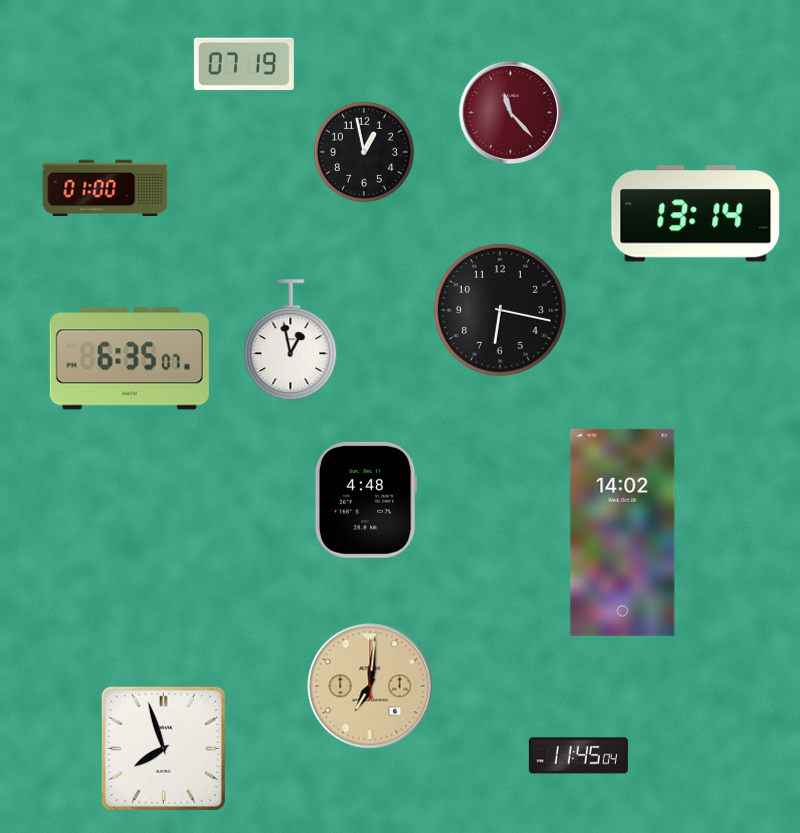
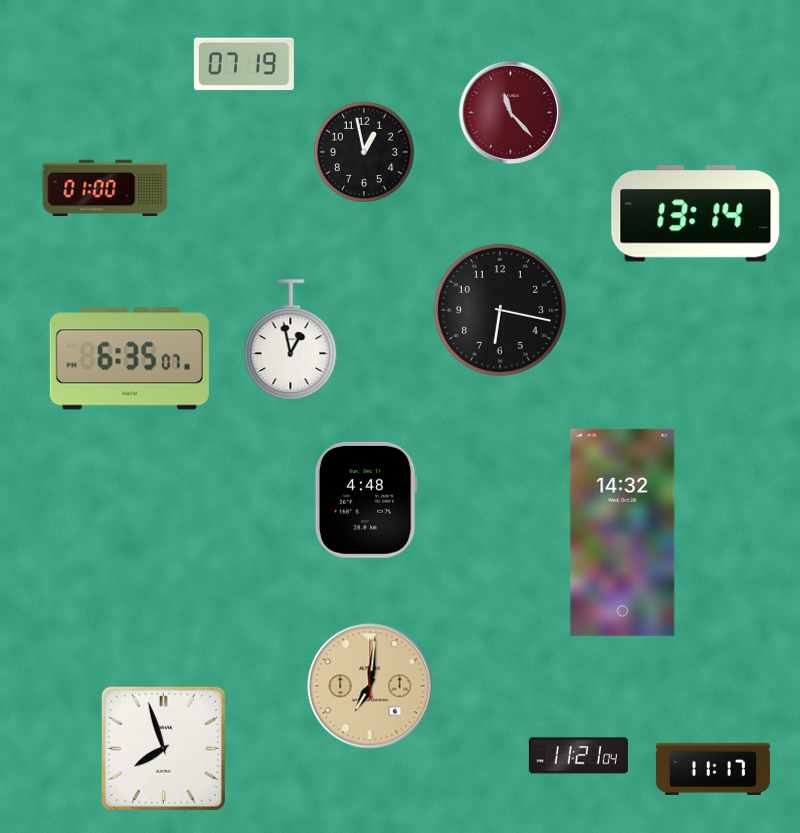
clock at (623, 532): 14:02 -> 14:32
clock at (578, 756): 11:45 -> 11:21
clock at (713, 769): none -> 11:17
